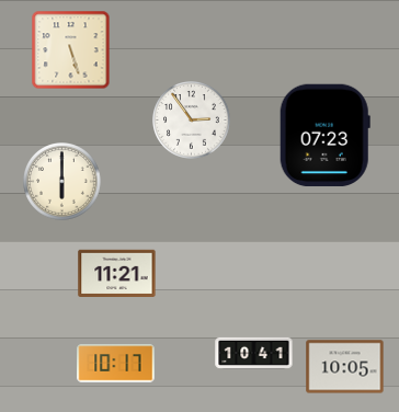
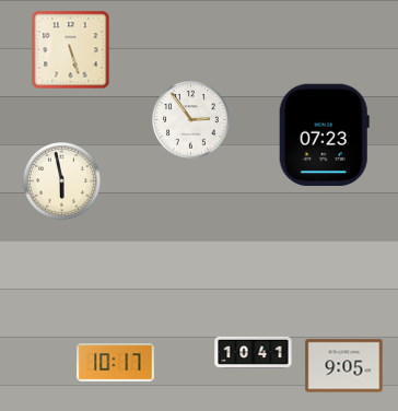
clock at (62, 182): 6:00 -> 5:58
clock at (117, 274): 11:21 -> none
clock at (345, 367): 10:05 -> 9:05
